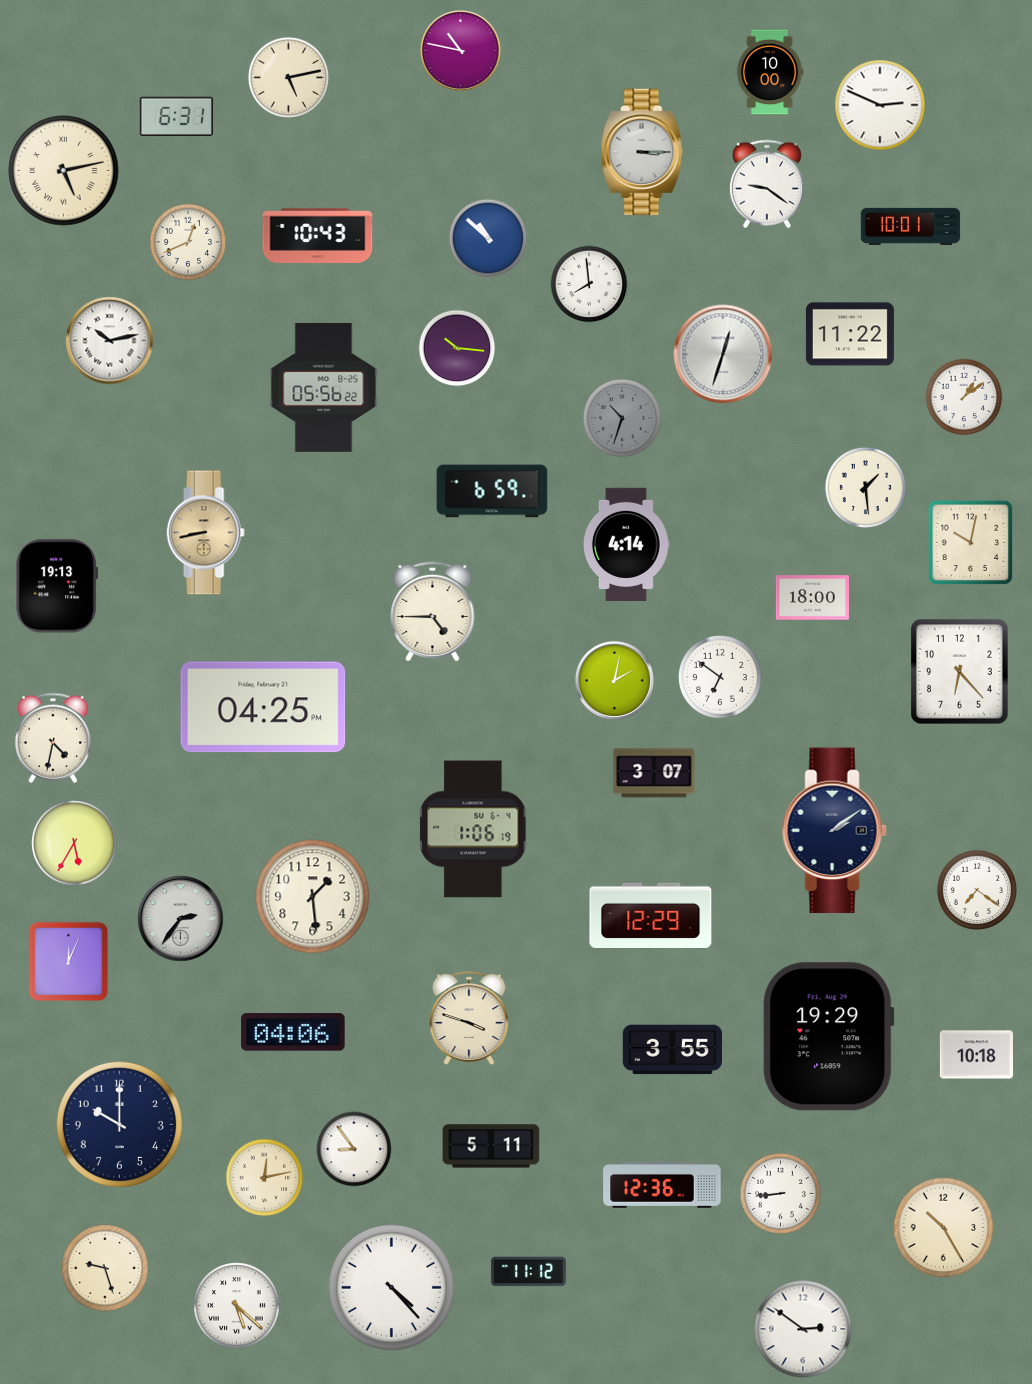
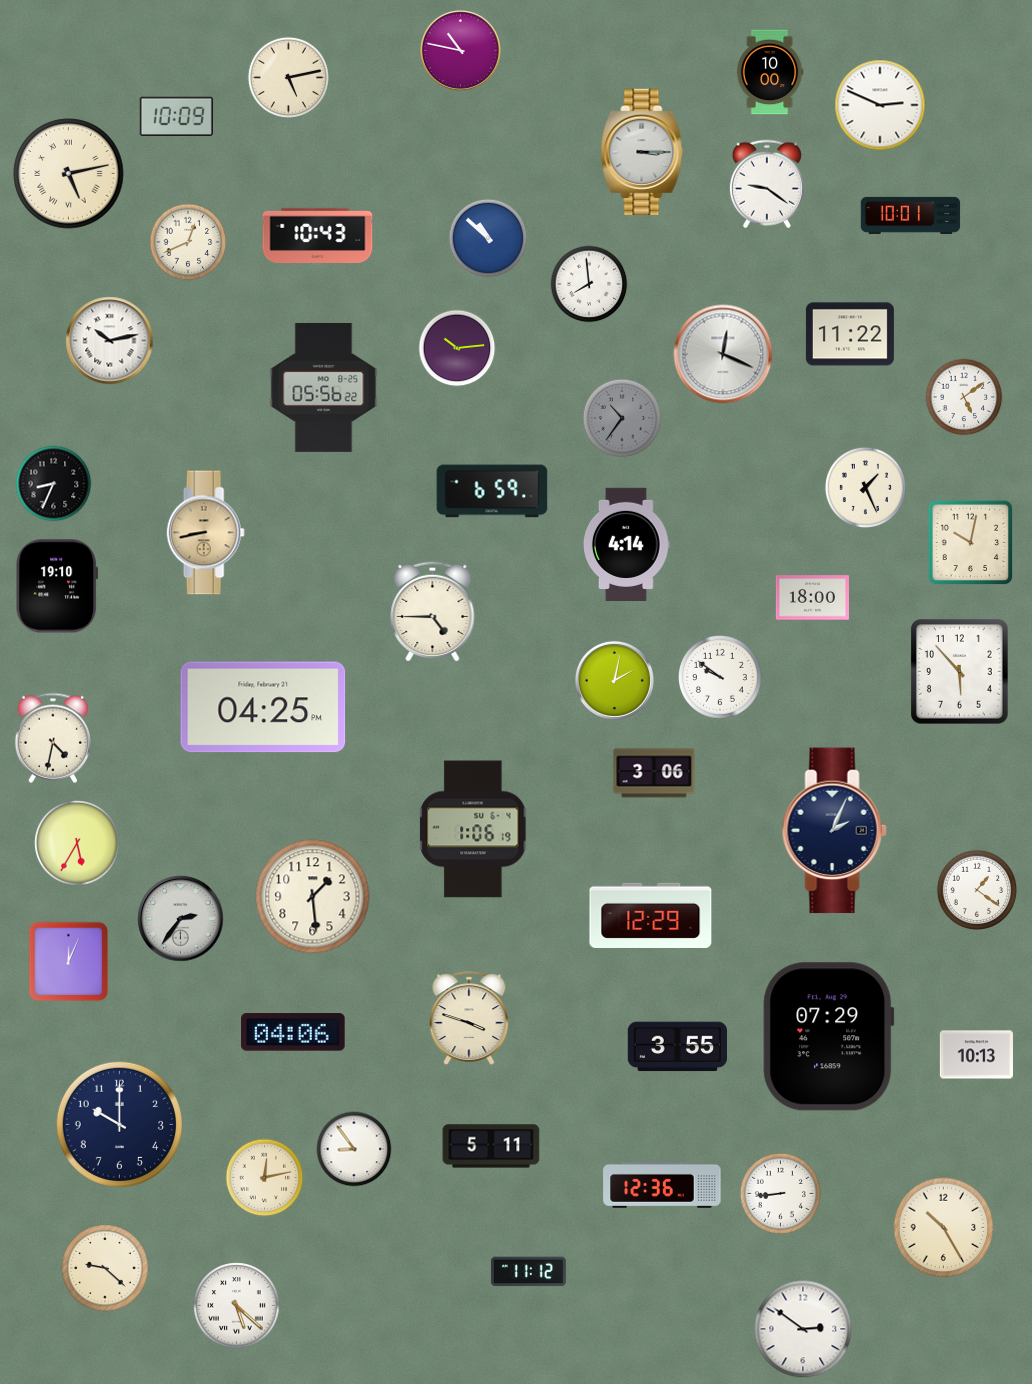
clock at (176, 116): 6:31 -> 10:09
clock at (64, 171) position: (64, 171) -> (69, 174)
clock at (911, 226) position: (911, 226) -> (911, 215)
clock at (457, 348): 10:16 -> 10:14
clock at (723, 354): 12:33 -> 12:19
clock at (964, 397): 1:09 -> 5:09
clock at (622, 418): 10:33 -> 10:36
clock at (54, 484): none -> 8:34
clock at (865, 487): 1:29 -> 1:26
clock at (56, 586): 19:13 -> 19:10
clock at (960, 672): 6:23 -> 5:53
clock at (720, 677): 6:51 -> 9:51
clock at (654, 773): 3:07 -> 3:06
clock at (834, 831): 2:09 -> 2:04
clock at (74, 843) position: (74, 843) -> (77, 843)
clock at (976, 889): 7:21 -> 1:21
clock at (829, 1037): 19:29 -> 07:29
clock at (672, 1050) position: (672, 1050) -> (677, 1047)
clock at (976, 1055): 10:18 -> 10:13
clock at (105, 1268): 9:27 -> 9:22
clock at (391, 1287): 4:23 -> none
